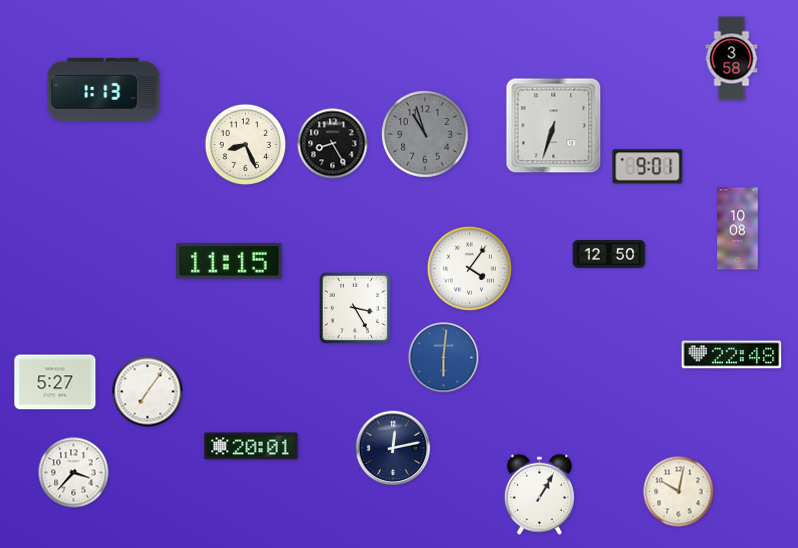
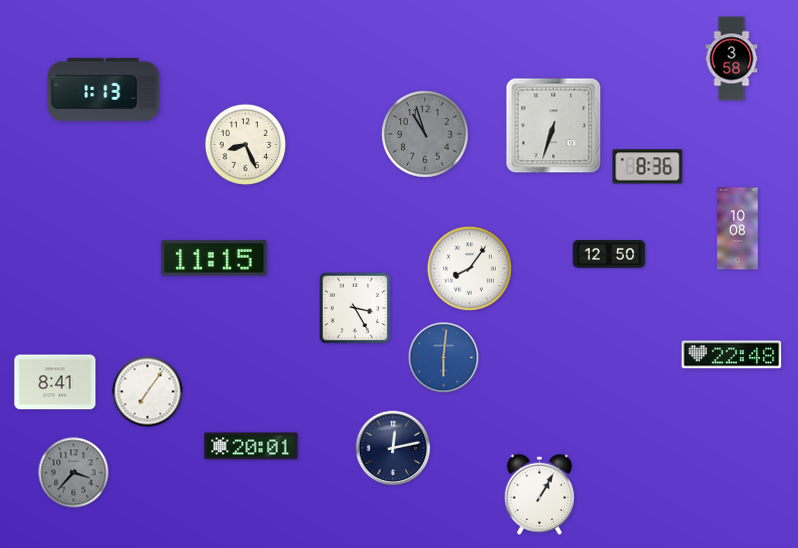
clock at (333, 144): 8:25 -> none
clock at (648, 167): 9:01 -> 8:36
clock at (229, 261) position: (229, 261) -> (214, 258)
clock at (469, 268): 4:06 -> 8:06
clock at (55, 382): 5:27 -> 8:41
clock at (74, 473) dial: white -> grey
clock at (679, 492): 10:02 -> none
